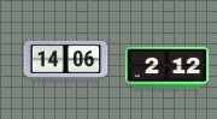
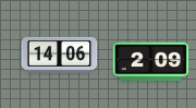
clock at (168, 69): 2:12 -> 2:09
